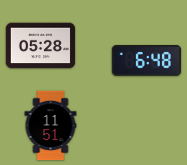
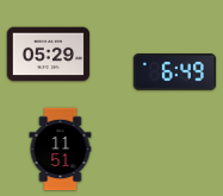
clock at (41, 46): 05:28 -> 05:29
clock at (147, 61): 6:48 -> 6:49
